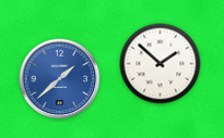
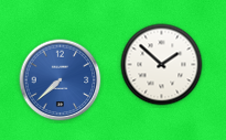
clock at (60, 79): 1:38 -> 7:38
